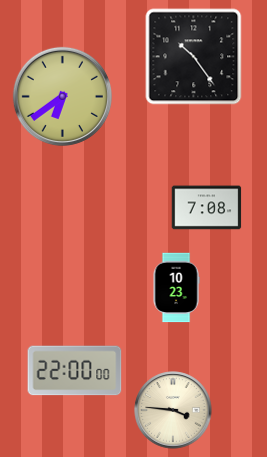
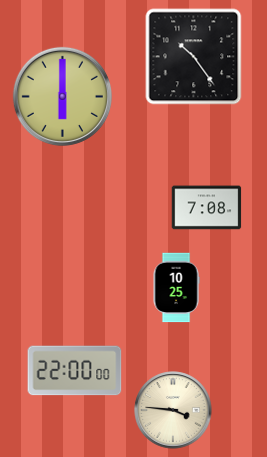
clock at (62, 96): 6:39 -> 6:00
clock at (176, 288): 10:23 -> 10:25
